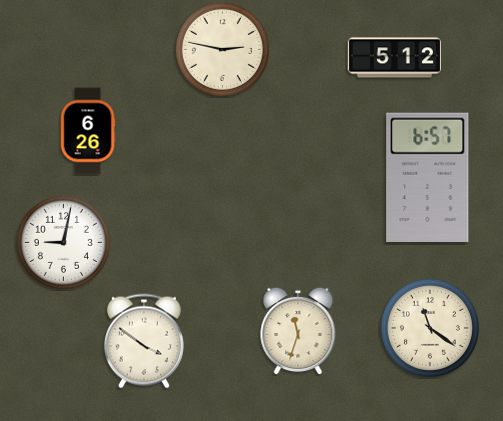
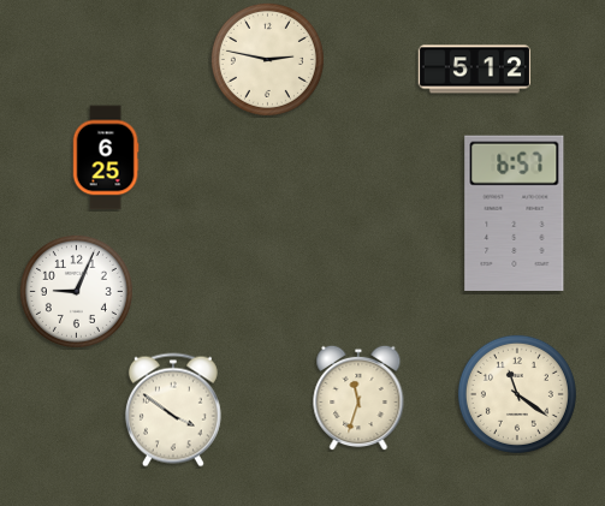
clock at (88, 131): 6:26 -> 6:25
clock at (63, 242): 9:02 -> 9:04
